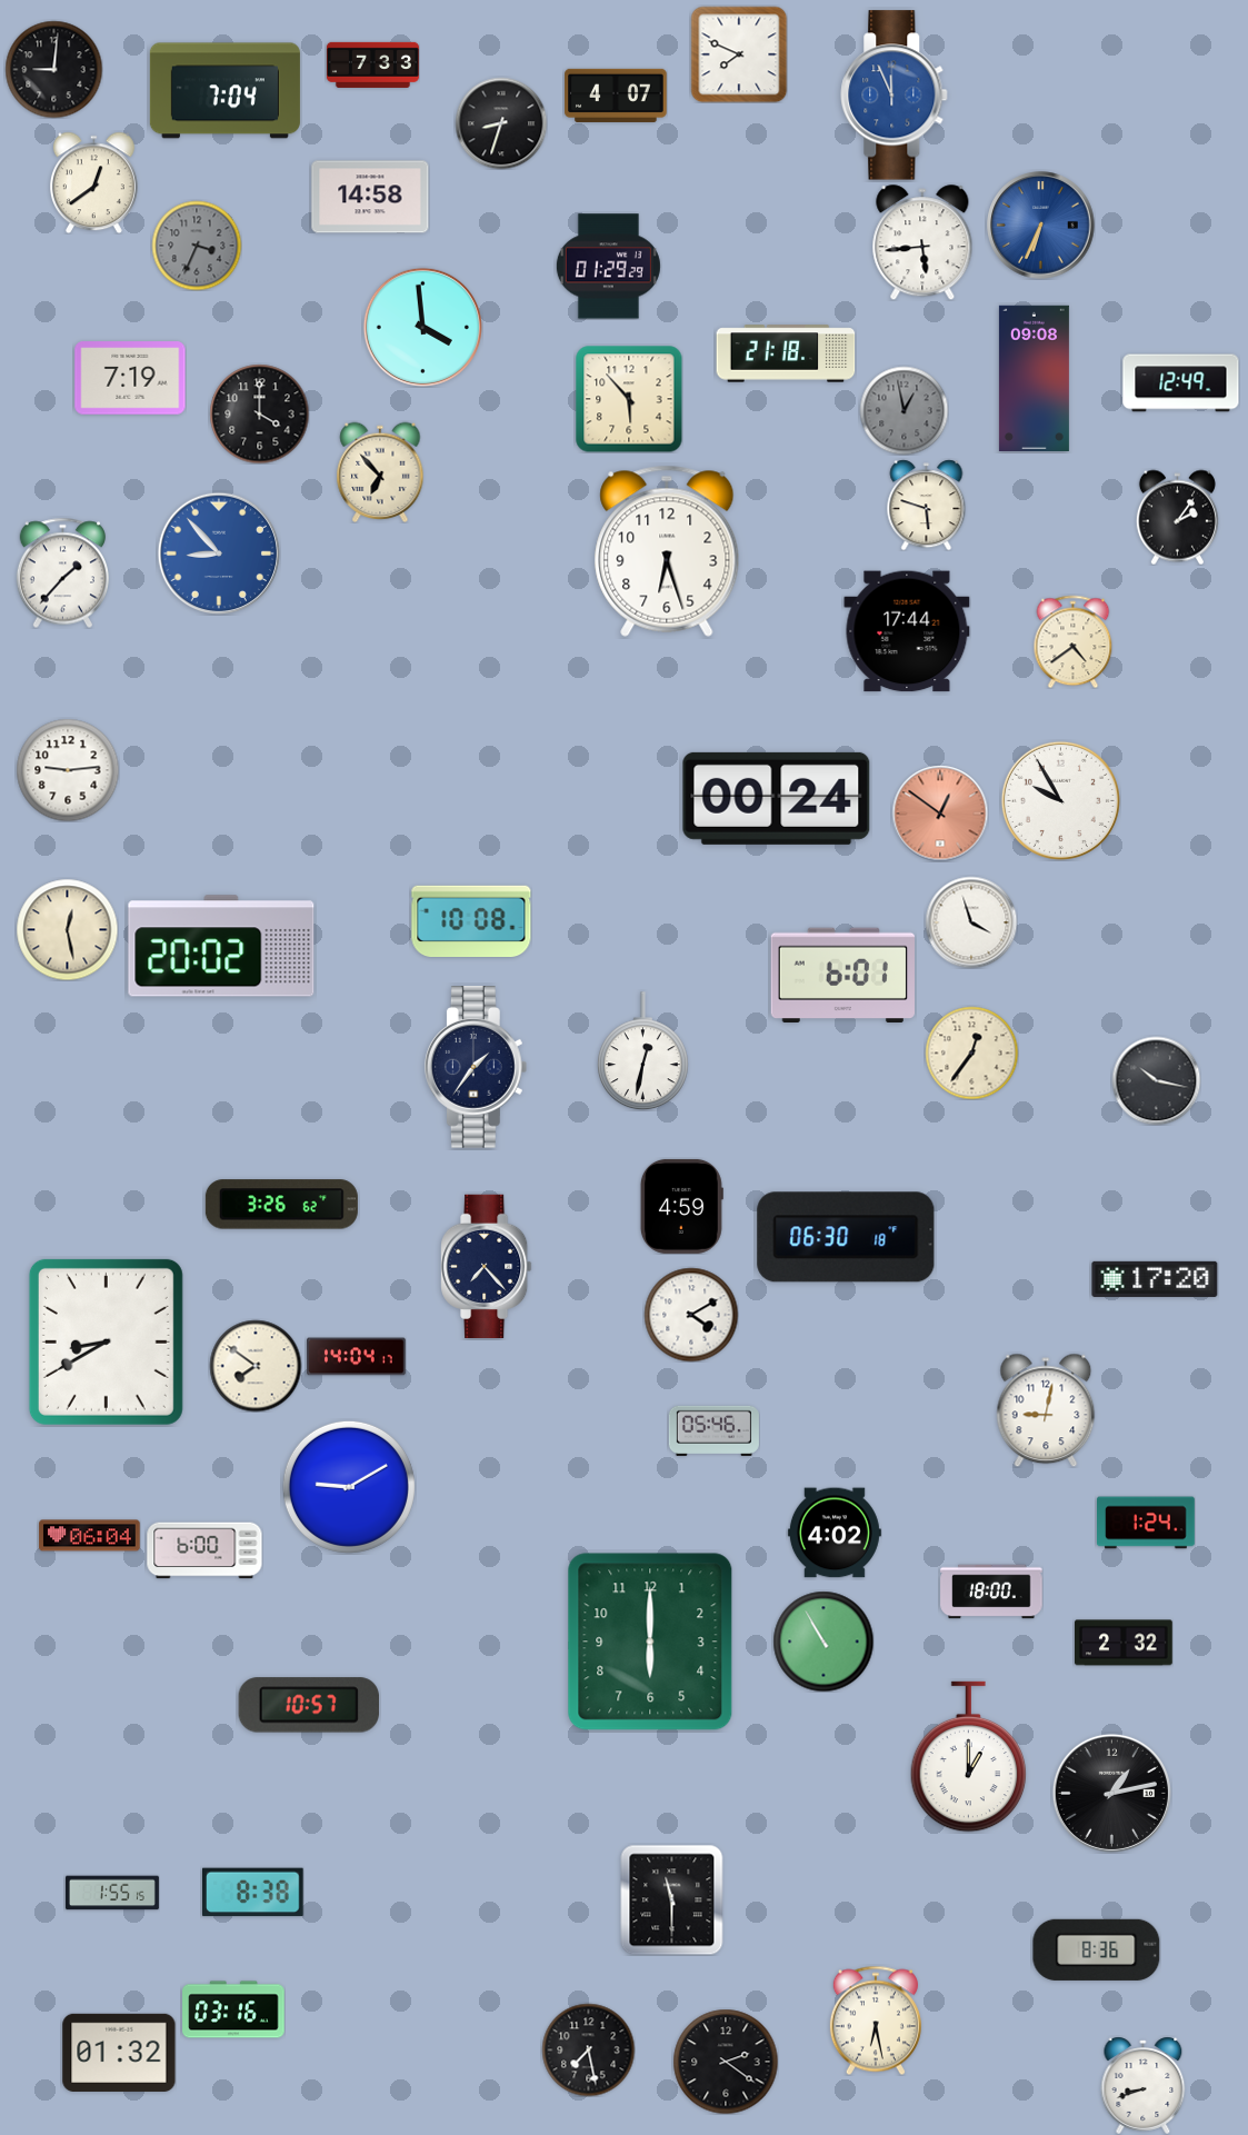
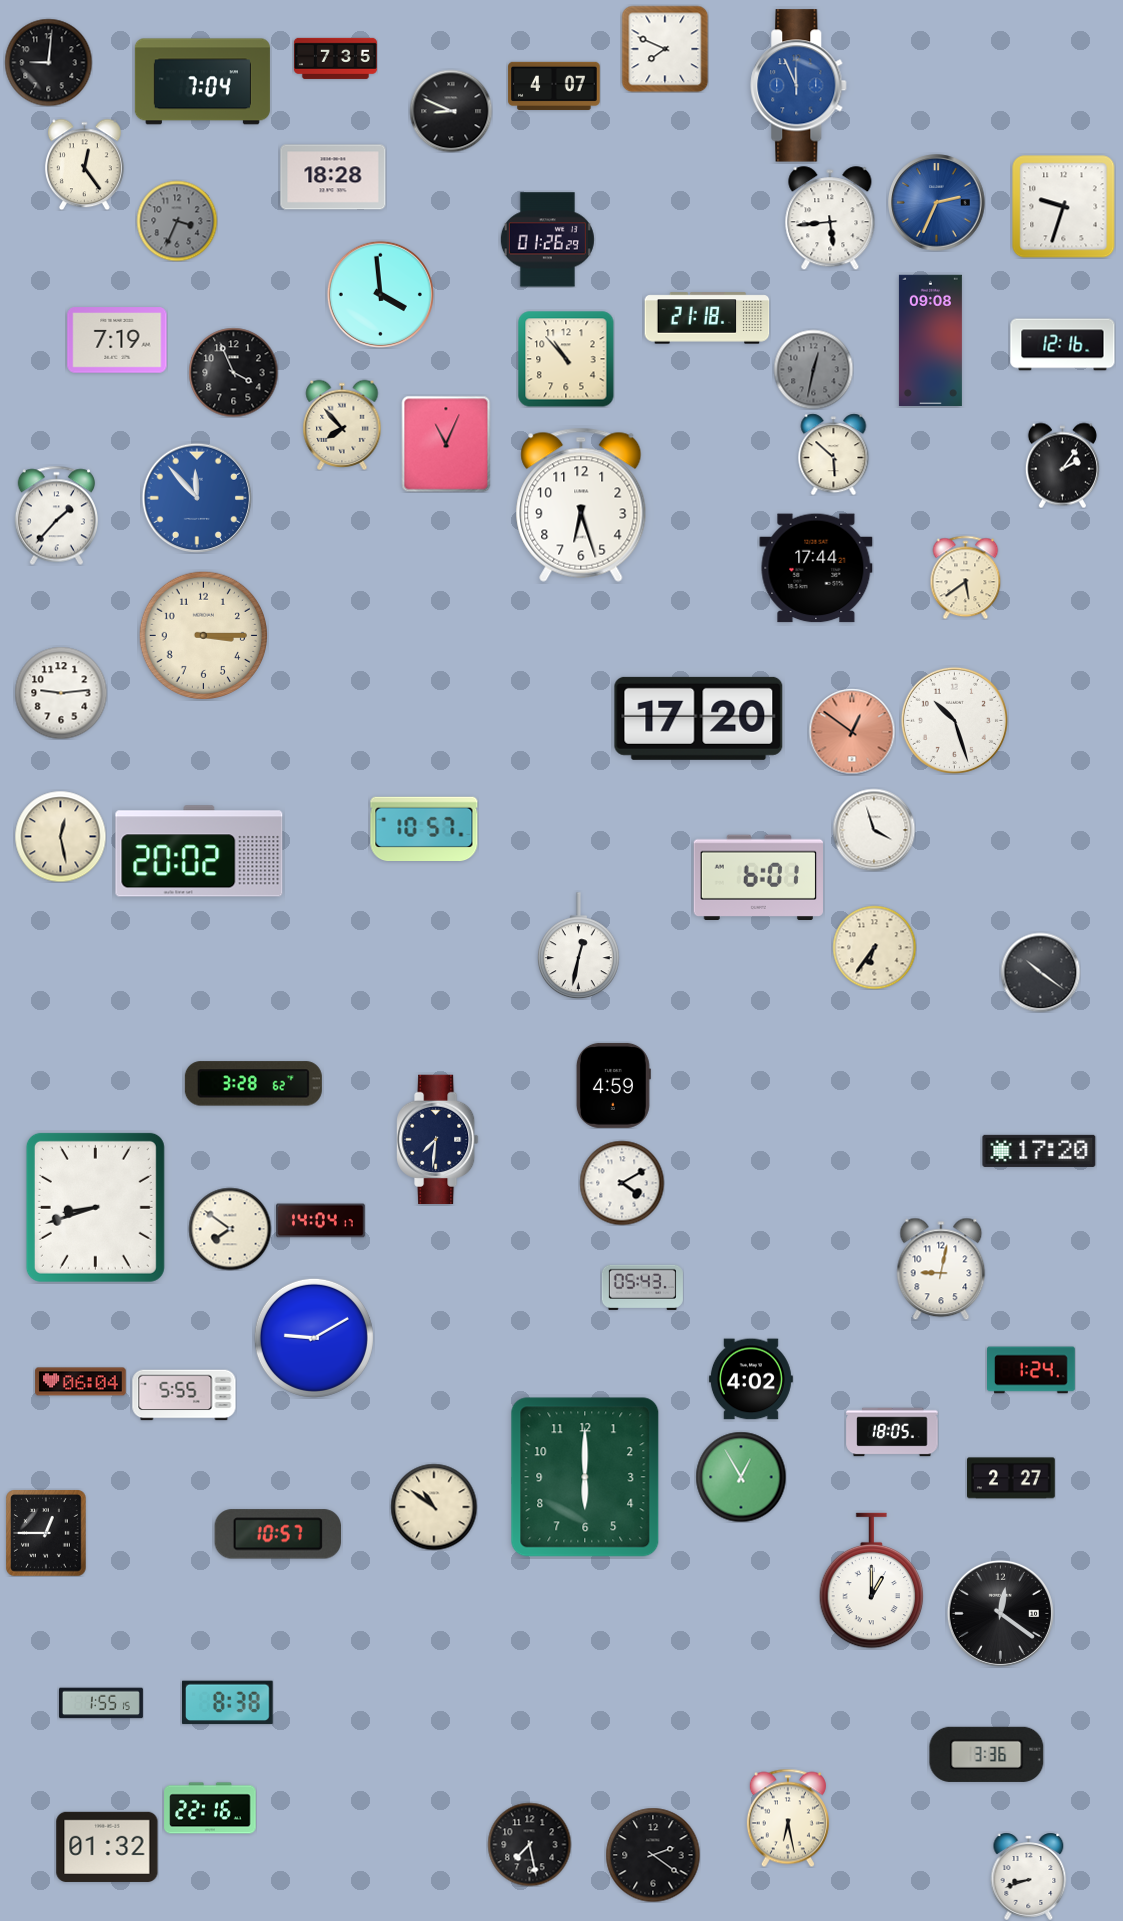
clock at (372, 64): 7:33 -> 7:35
clock at (895, 96) position: (895, 96) -> (799, 86)
clock at (501, 123): 8:33 -> 8:49
clock at (93, 182): 12:39 -> 12:24
clock at (370, 197): 14:58 -> 18:28
clock at (1041, 226): 6:34 -> 2:34
clock at (1063, 207): none -> 9:33
clock at (608, 267): 01:29 -> 01:26
clock at (1181, 383): 12:49 -> 12:16
clock at (629, 399): 5:53 -> 10:53
clock at (903, 410): 12:58 -> 12:32
clock at (259, 413): 4:00 -> 3:56
clock at (380, 472): 6:53 -> 7:53
clock at (446, 444): none -> 11:04
clock at (927, 505): 5:48 -> 5:52
clock at (1177, 517) position: (1177, 517) -> (1062, 465)
clock at (667, 551) position: (667, 551) -> (581, 505)
clock at (218, 552): 8:53 -> 11:53
clock at (1074, 641): 4:39 -> 5:39
clock at (203, 635): none -> 3:15
clock at (777, 798): 00:24 -> 17:20
clock at (1060, 800): 9:55 -> 10:27
clock at (940, 814) position: (940, 814) -> (852, 732)
clock at (471, 920): 10:08 -> 10:57
clock at (971, 1052): 12:36 -> 6:36
clock at (476, 1067): 1:36 -> none
clock at (1156, 1080): 10:17 -> 10:21
clock at (281, 1205): 3:26 -> 3:28
clock at (846, 1237): 06:30 -> none
clock at (487, 1267): 7:23 -> 7:31
clock at (106, 1341): 8:40 -> 8:42
clock at (713, 1430): 05:46 -> 05:43
clock at (204, 1550): 6:00 -> 5:55
clock at (991, 1592): 18:00 -> 18:05
clock at (823, 1642): 10:55 -> 12:55
clock at (1125, 1643): 2:32 -> 2:27
clock at (434, 1507): none -> 10:51
clock at (46, 1533): none -> 12:45
clock at (1111, 1793): 1:13 -> 12:21
clock at (672, 1899): 11:30 -> none
clock at (1097, 1949): 8:36 -> 3:36
clock at (233, 2009): 03:16 -> 22:16
